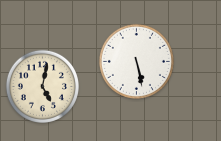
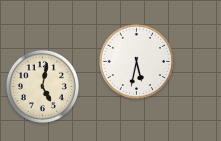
clock at (136, 61): 5:28 -> 5:32
